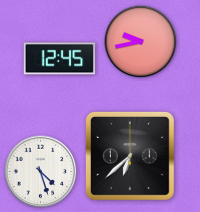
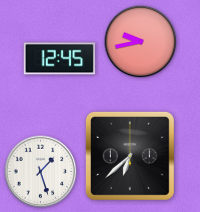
clock at (41, 172): 4:27 -> 1:27
